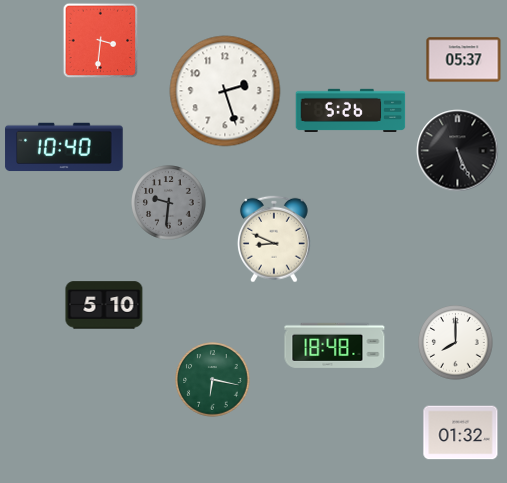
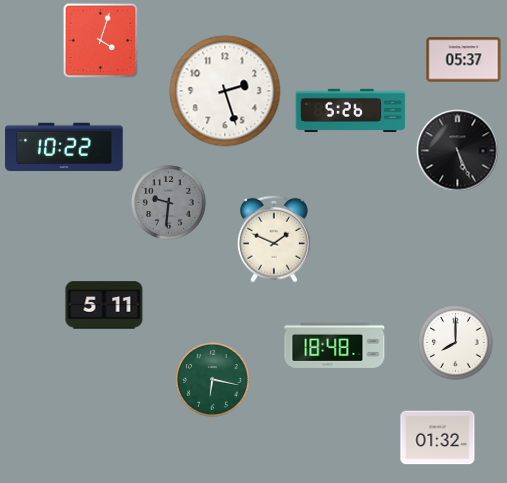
clock at (101, 41): 3:31 -> 4:03
clock at (64, 147): 10:40 -> 10:22
clock at (274, 239): 8:49 -> 1:49
clock at (104, 305): 5:10 -> 5:11
clock at (461, 433) position: (461, 433) -> (438, 438)
